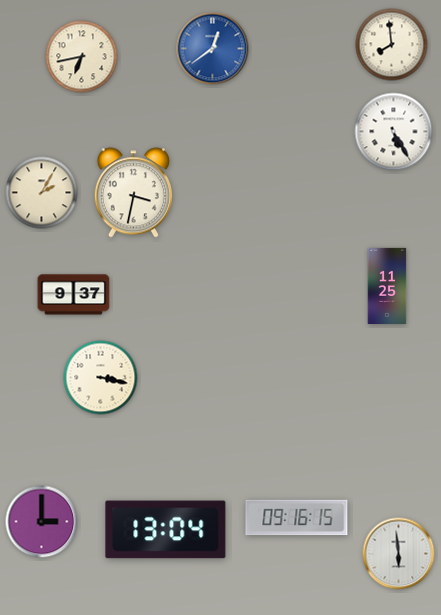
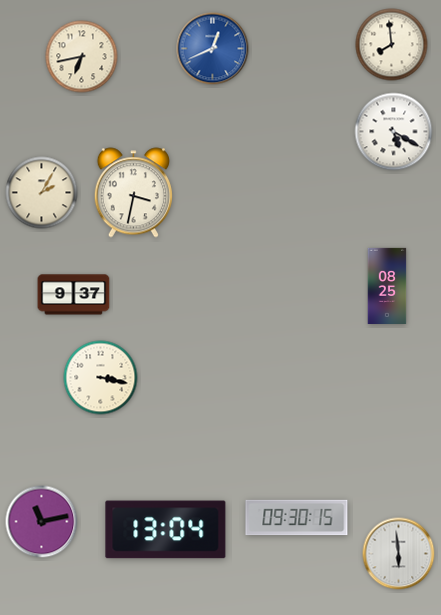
clock at (213, 49): 12:39 -> 12:41
clock at (394, 132): 5:25 -> 5:20
clock at (387, 285): 11:25 -> 08:25
clock at (297, 518): 09:16 -> 09:30
clock at (42, 522): 3:00 -> 11:13
